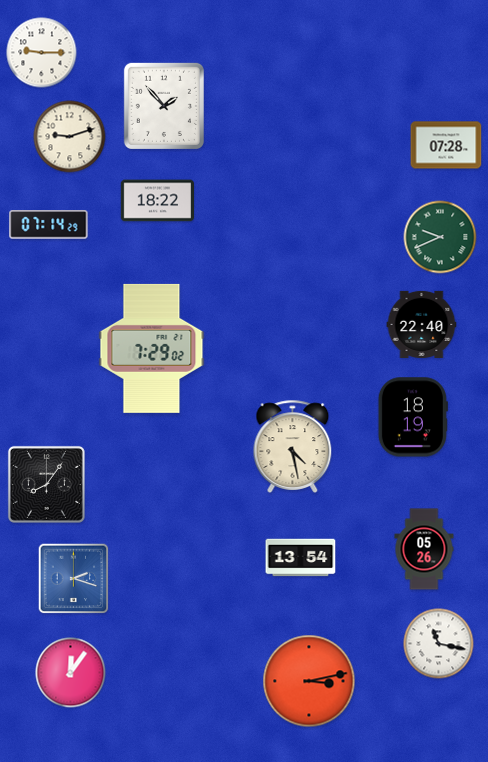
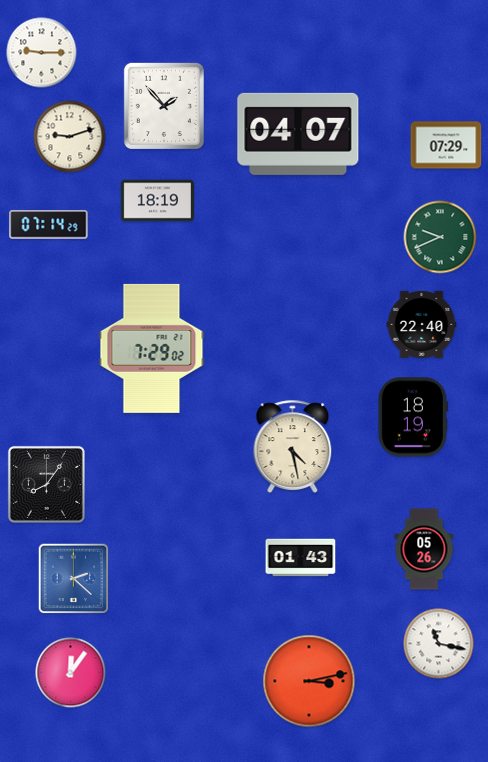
clock at (298, 134): none -> 04:07
clock at (446, 145): 07:28 -> 07:29
clock at (158, 201): 18:22 -> 18:19
clock at (301, 558): 13:54 -> 01:43
clock at (74, 579): 2:18 -> 2:22
